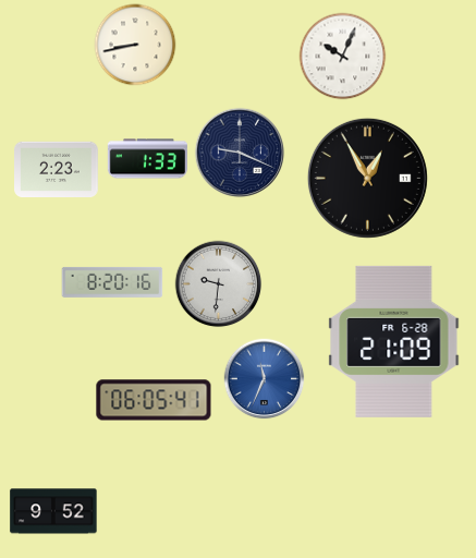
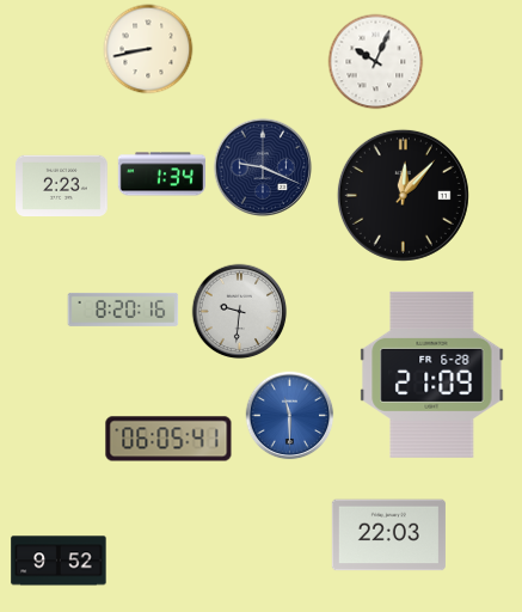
clock at (147, 159): 1:33 -> 1:34
clock at (367, 178): 12:55 -> 12:07
clock at (265, 379): 11:34 -> 11:30
clock at (388, 535): none -> 22:03
